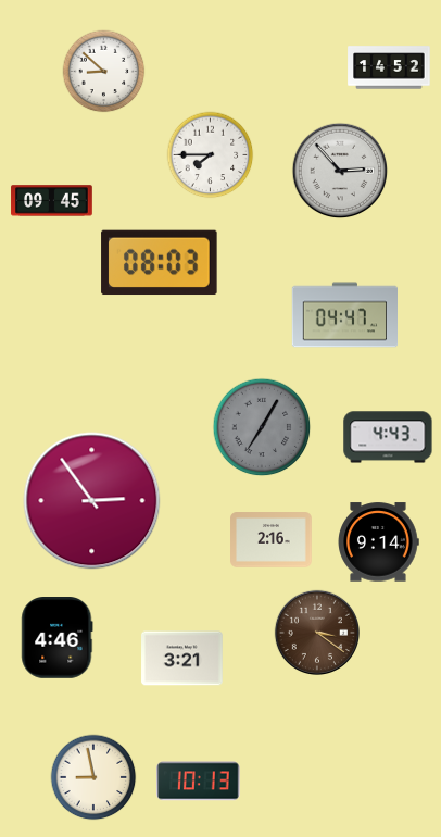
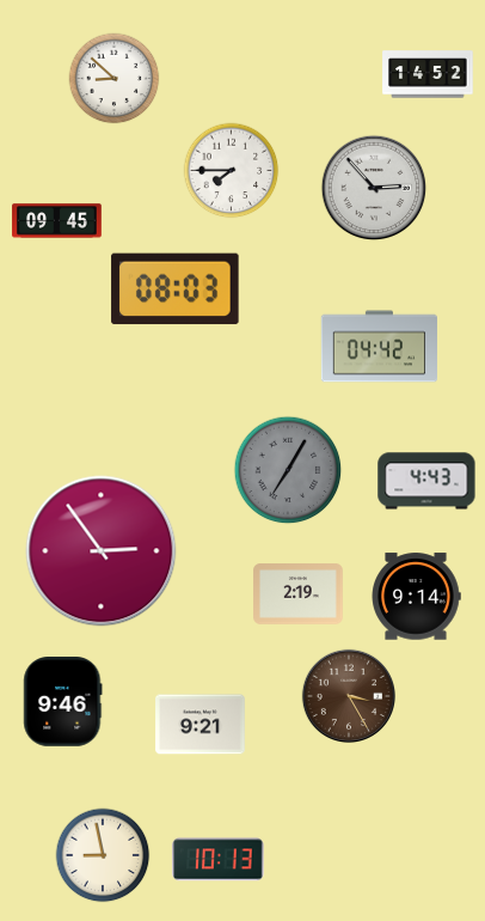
clock at (345, 315): 04:47 -> 04:42
clock at (272, 540): 2:16 -> 2:19
clock at (316, 632): 3:21 -> 3:25
clock at (58, 638): 4:46 -> 9:46
clock at (182, 659): 3:21 -> 9:21
